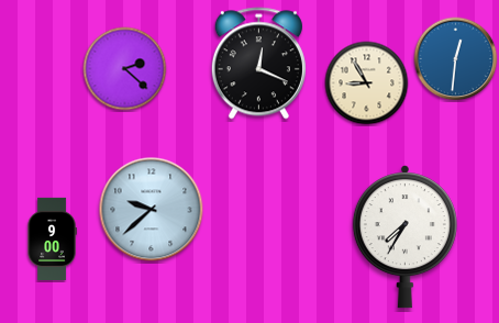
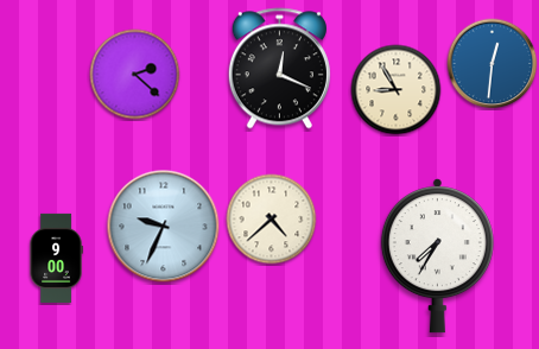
clock at (272, 220): none -> 4:38
clock at (152, 210): 9:38 -> 9:34
